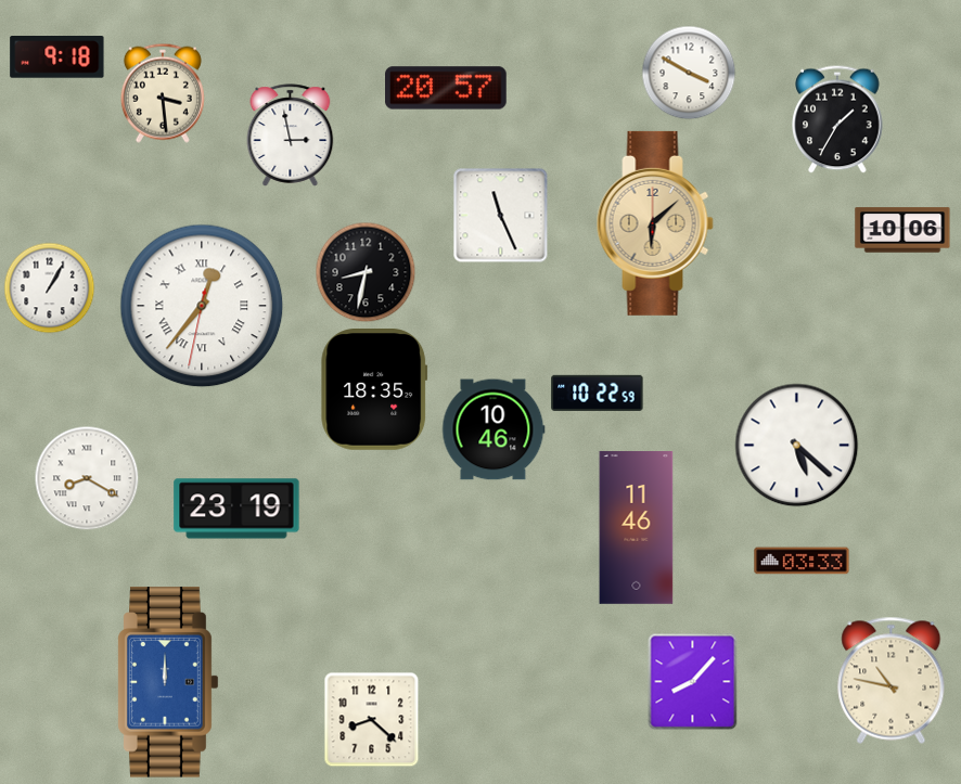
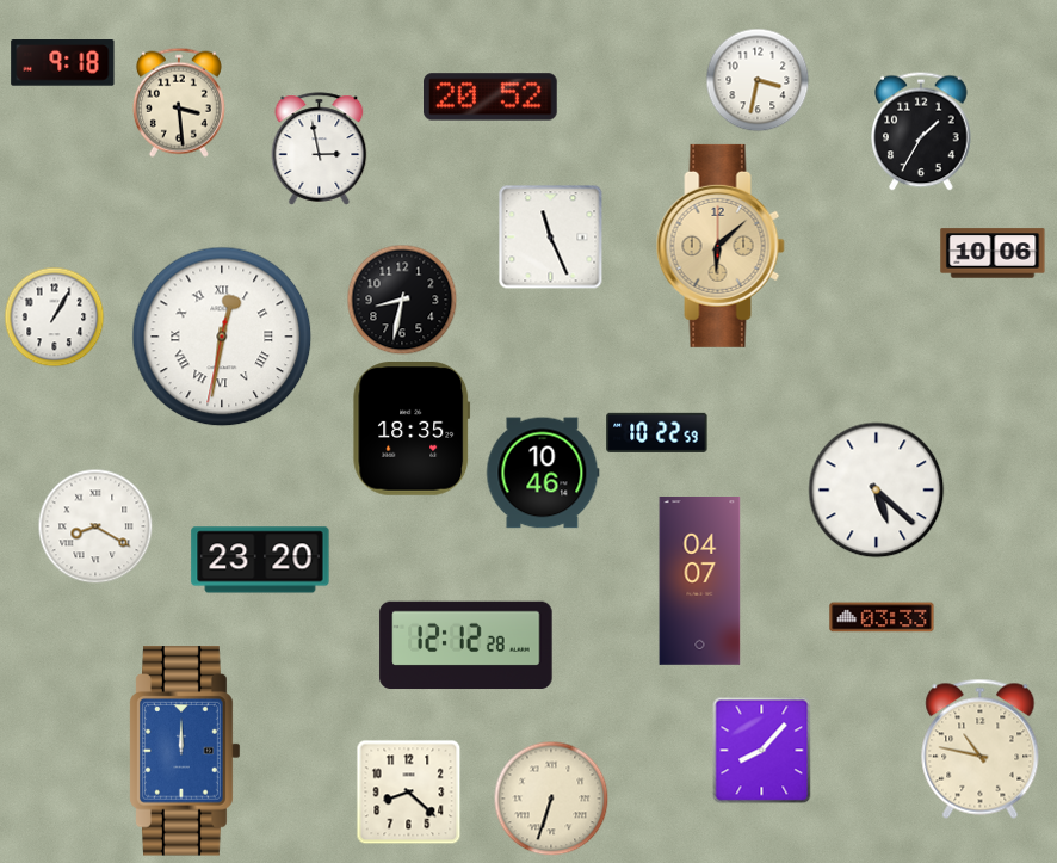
clock at (689, 73): 3:50 -> 3:32
clock at (446, 88): 20:57 -> 20:52
clock at (202, 306): 12:36 -> 12:31
clock at (236, 509): 23:19 -> 23:20
clock at (637, 528): 11:46 -> 04:07
clock at (466, 646): none -> 12:12
clock at (551, 799): none -> 6:33
